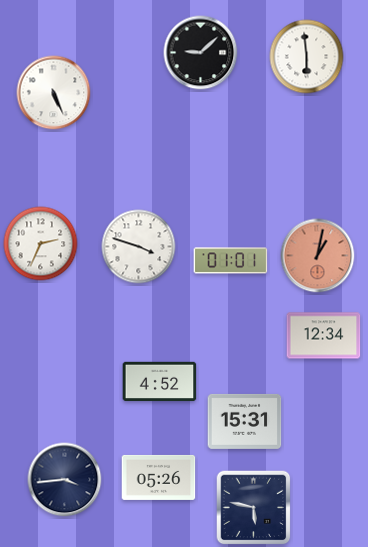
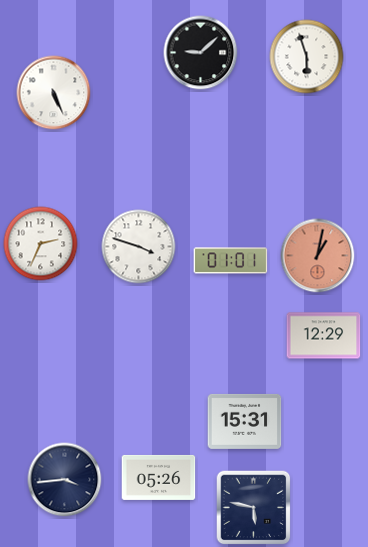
clock at (307, 57): 5:59 -> 5:57
clock at (324, 336): 12:34 -> 12:29
clock at (160, 382): 4:52 -> none
